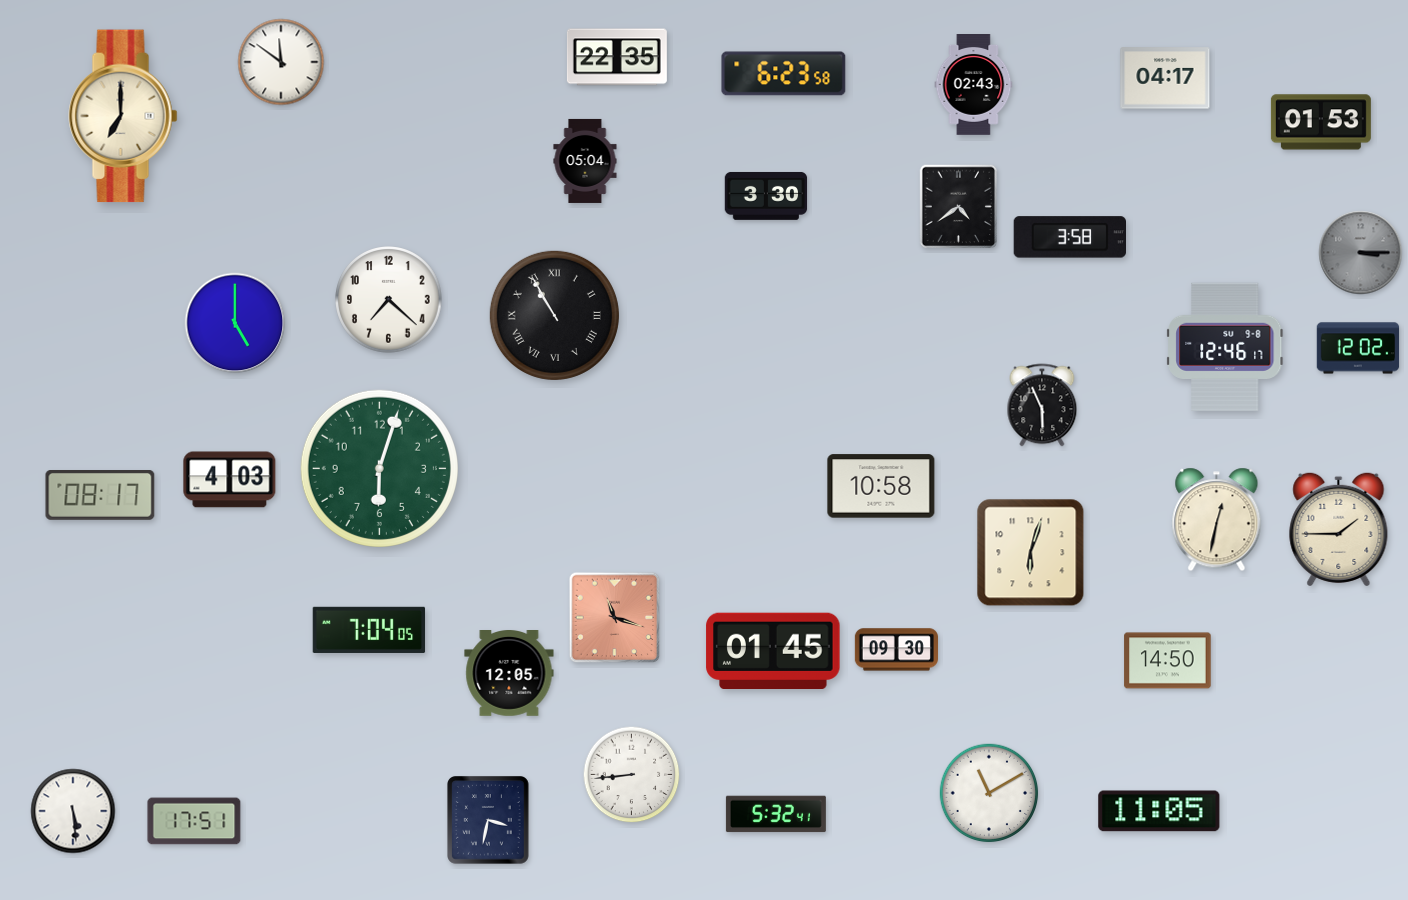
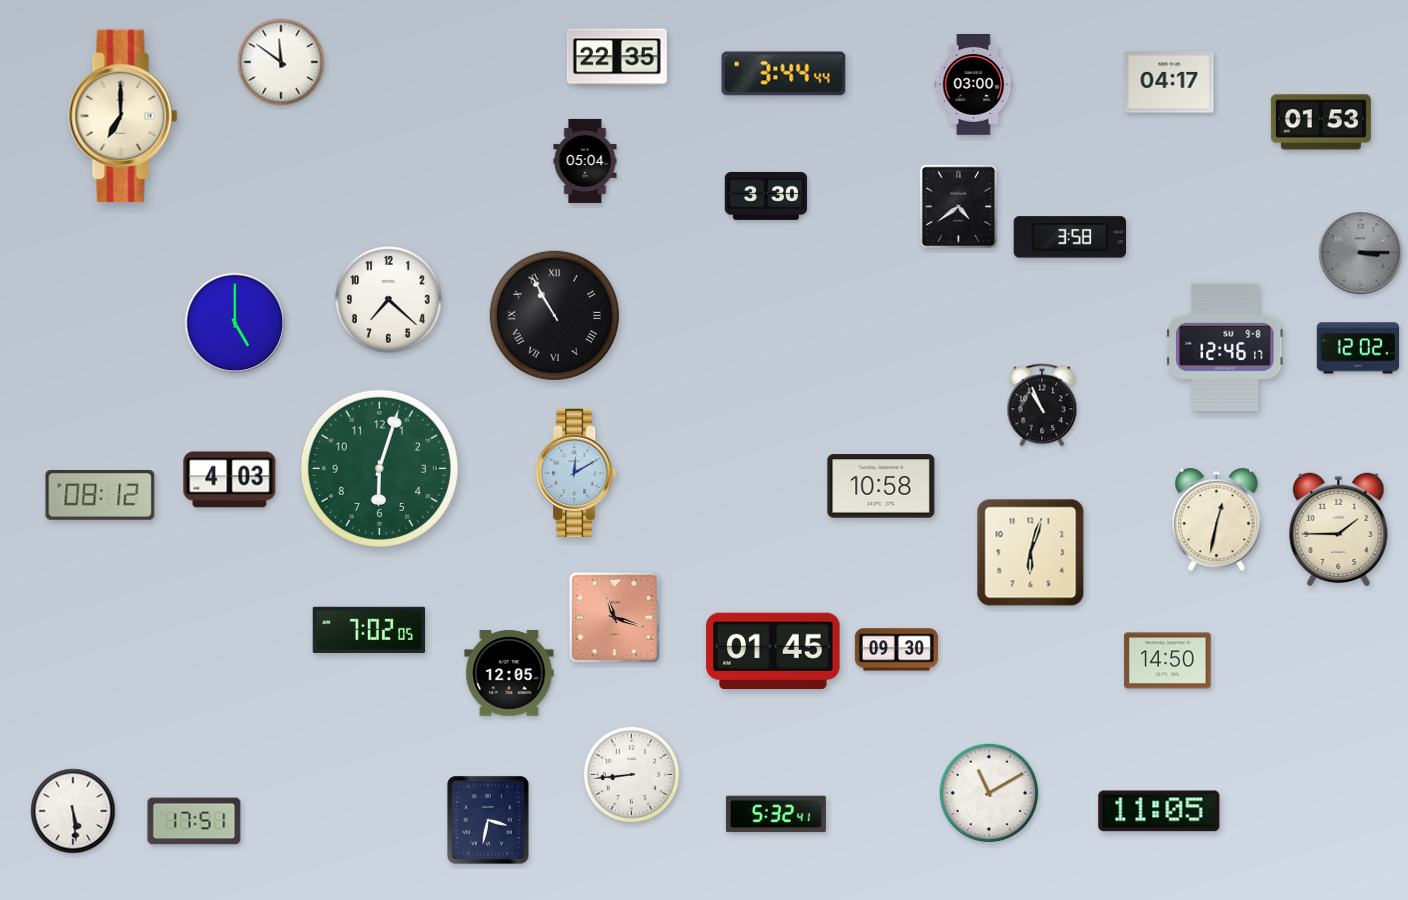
clock at (784, 74): 6:23 -> 3:44
clock at (1165, 78) position: (1165, 78) -> (1169, 82)
clock at (974, 85): 02:43 -> 03:00
clock at (1042, 405): 5:56 -> 10:56
clock at (576, 472): none -> 12:10
clock at (100, 496): 08:17 -> 08:12
clock at (369, 630): 7:04 -> 7:02
